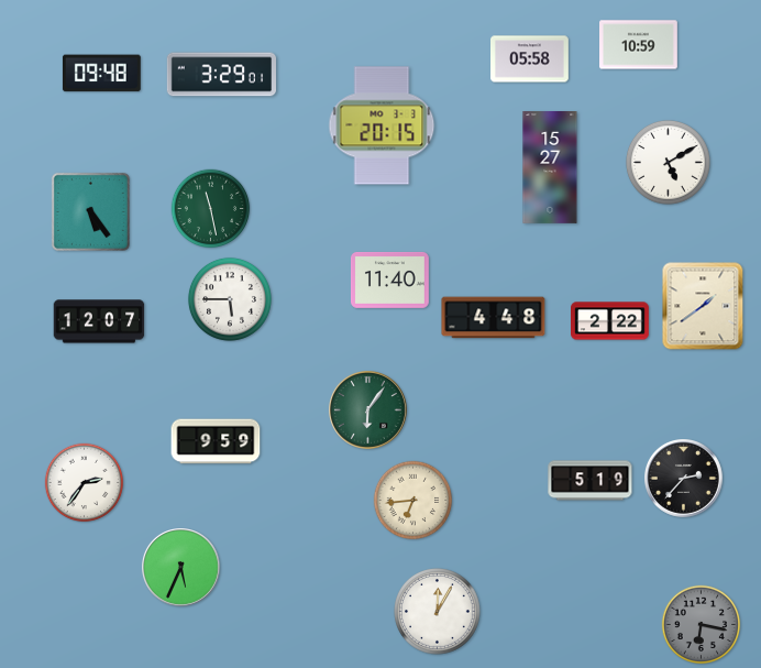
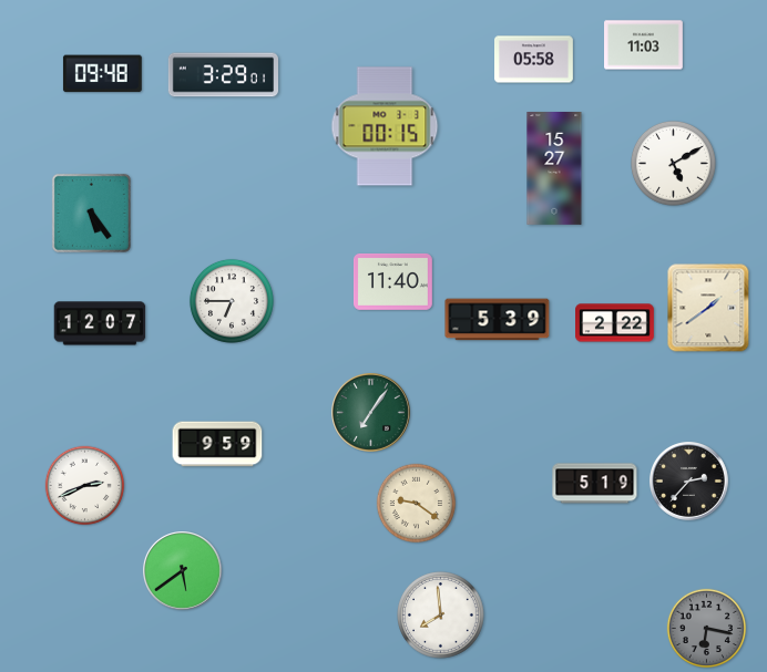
clock at (639, 45): 10:59 -> 11:03
clock at (382, 125): 20:15 -> 00:15
clock at (211, 209): 11:28 -> none
clock at (230, 299): 5:45 -> 6:45
clock at (494, 318): 4:48 -> 5:39
clock at (368, 410): 6:06 -> 7:06
clock at (85, 483): 2:36 -> 2:41
clock at (413, 501): 6:44 -> 9:21
clock at (181, 568): 5:34 -> 5:39
clock at (438, 612): 12:05 -> 7:59
